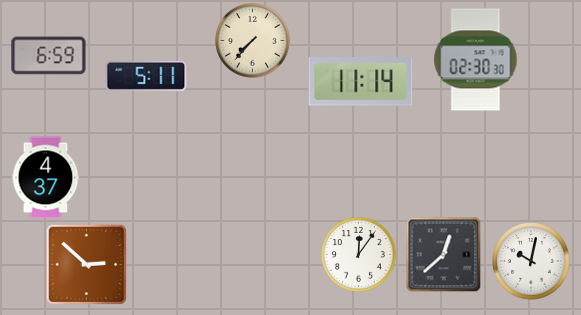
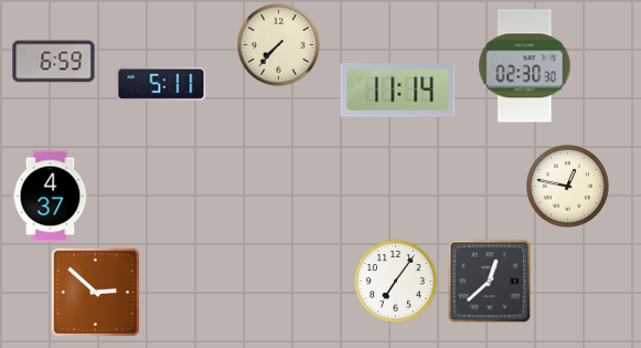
clock at (568, 187): none -> 12:47
clock at (359, 255): 12:06 -> 7:06
clock at (531, 261): 10:02 -> none
